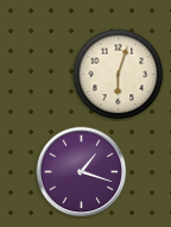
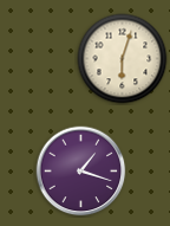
clock at (119, 75) position: (119, 75) -> (123, 59)
